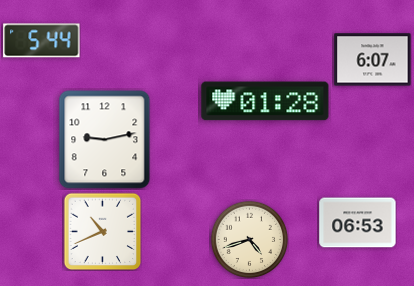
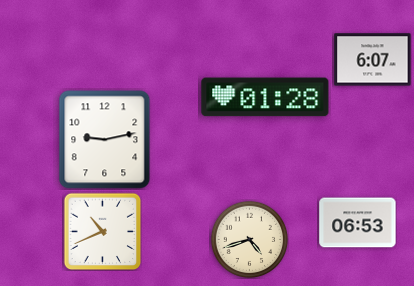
clock at (42, 41): 5:44 -> none
clock at (265, 101) position: (265, 101) -> (265, 97)
